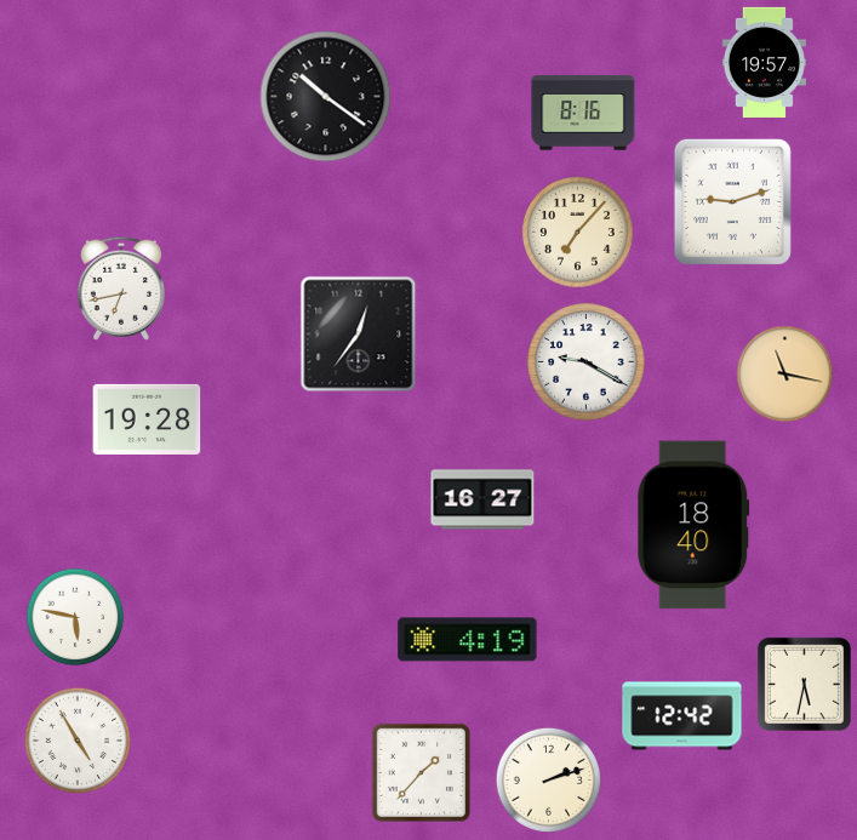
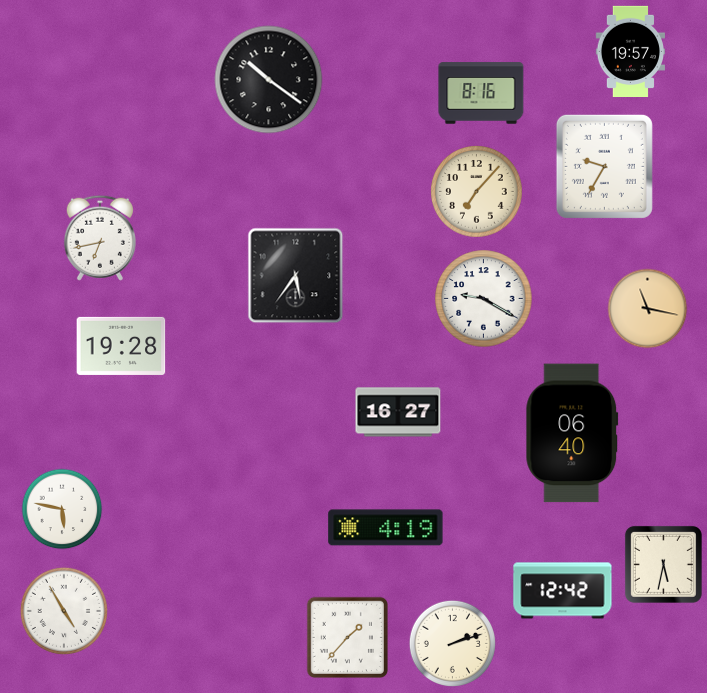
clock at (732, 201): 9:12 -> 9:35
clock at (359, 335): 12:36 -> 5:36
clock at (693, 525): 18:40 -> 06:40
